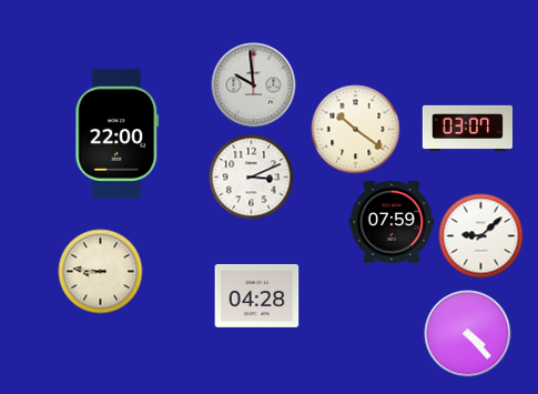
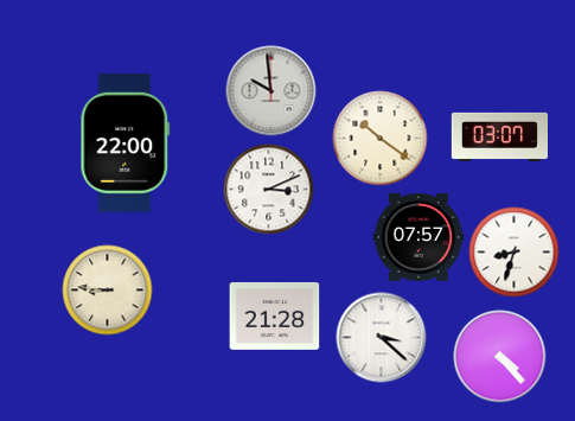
clock at (392, 222): 07:59 -> 07:57
clock at (481, 236): 9:08 -> 8:33
clock at (257, 295): 04:28 -> 21:28
clock at (382, 338): none -> 3:22
